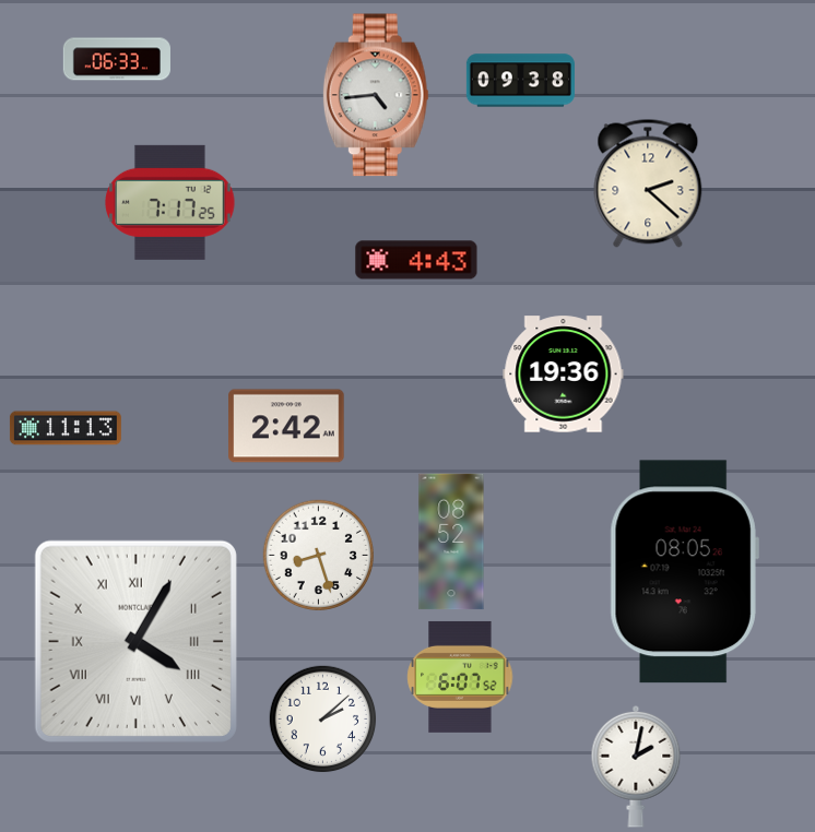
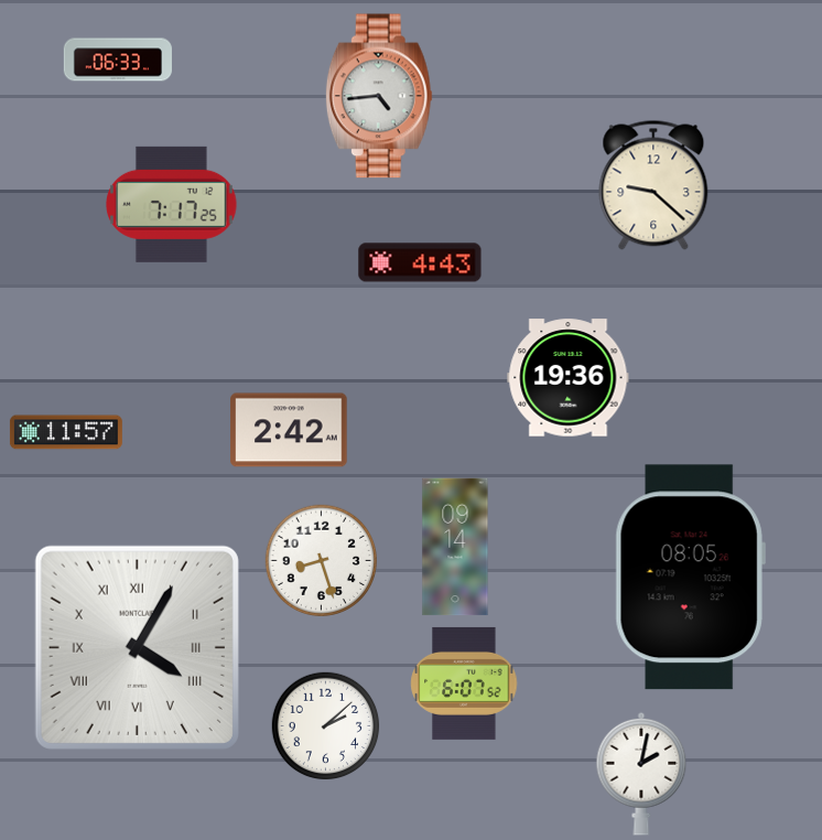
clock at (520, 81): 09:38 -> none
clock at (648, 183): 2:22 -> 9:22
clock at (66, 428): 11:13 -> 11:57
clock at (451, 542): 08:52 -> 09:14
